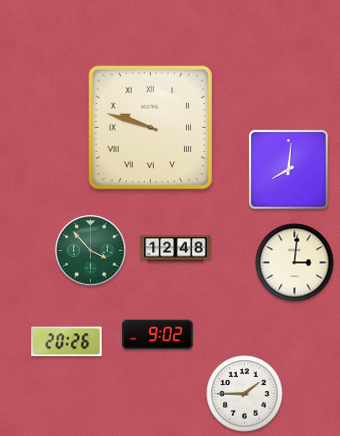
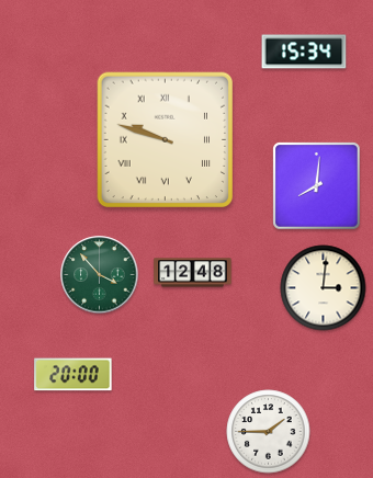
clock at (304, 52): none -> 15:34
clock at (158, 335): 9:02 -> none
clock at (67, 342): 20:26 -> 20:00
